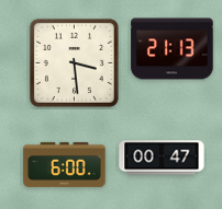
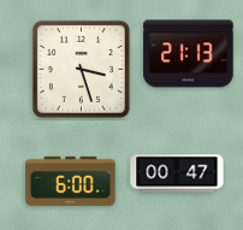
clock at (74, 62): 3:29 -> 3:27
